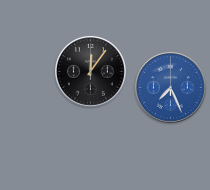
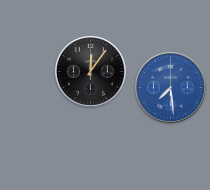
clock at (170, 87): 7:26 -> 7:29
